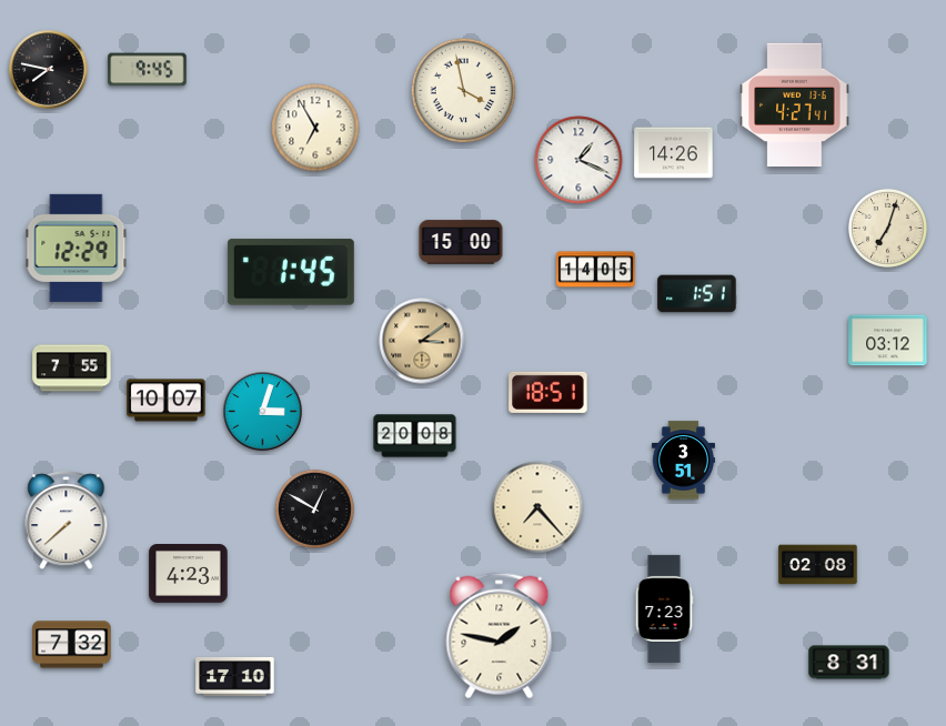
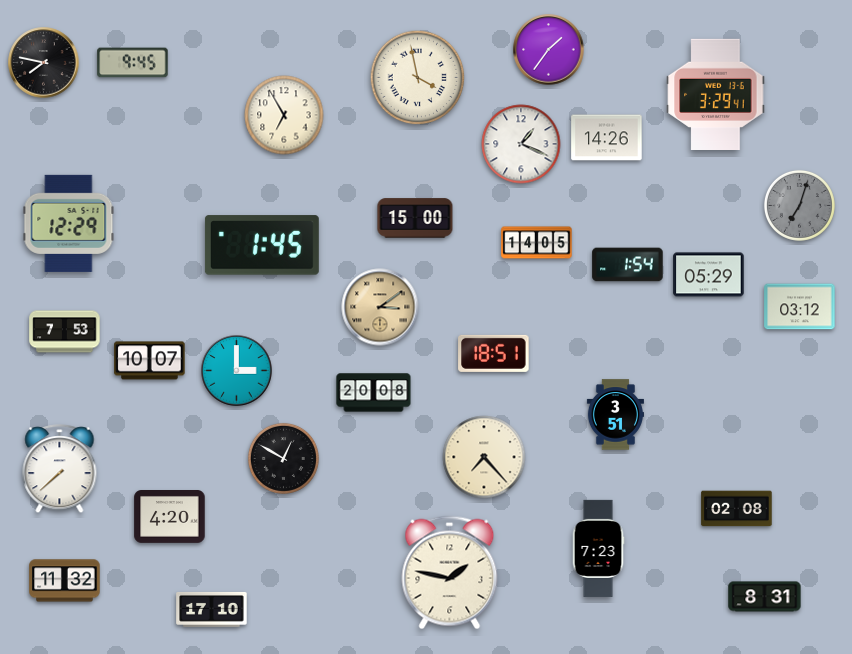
clock at (549, 50): none -> 1:36
clock at (464, 91) position: (464, 91) -> (418, 78)
clock at (795, 104): 4:27 -> 3:29
clock at (887, 228) dial: cream -> grey
clock at (697, 294): 1:51 -> 1:54
clock at (709, 275): none -> 05:29
clock at (72, 369): 7:55 -> 7:53
clock at (263, 412): 3:03 -> 3:00
clock at (189, 574): 4:23 -> 4:20
clock at (72, 645): 7:32 -> 11:32
